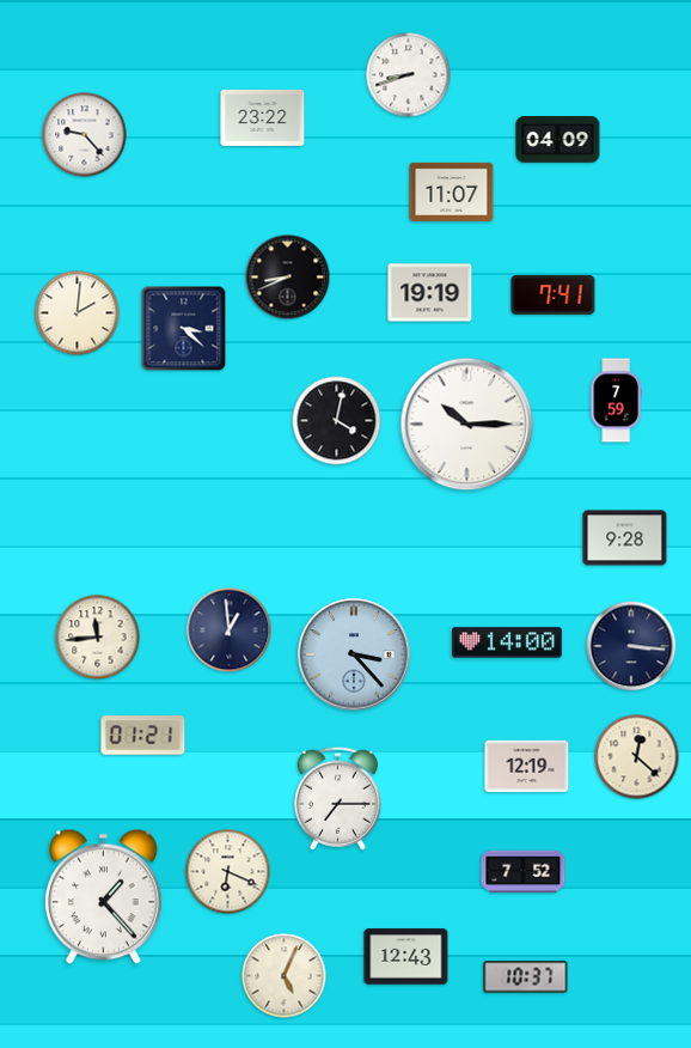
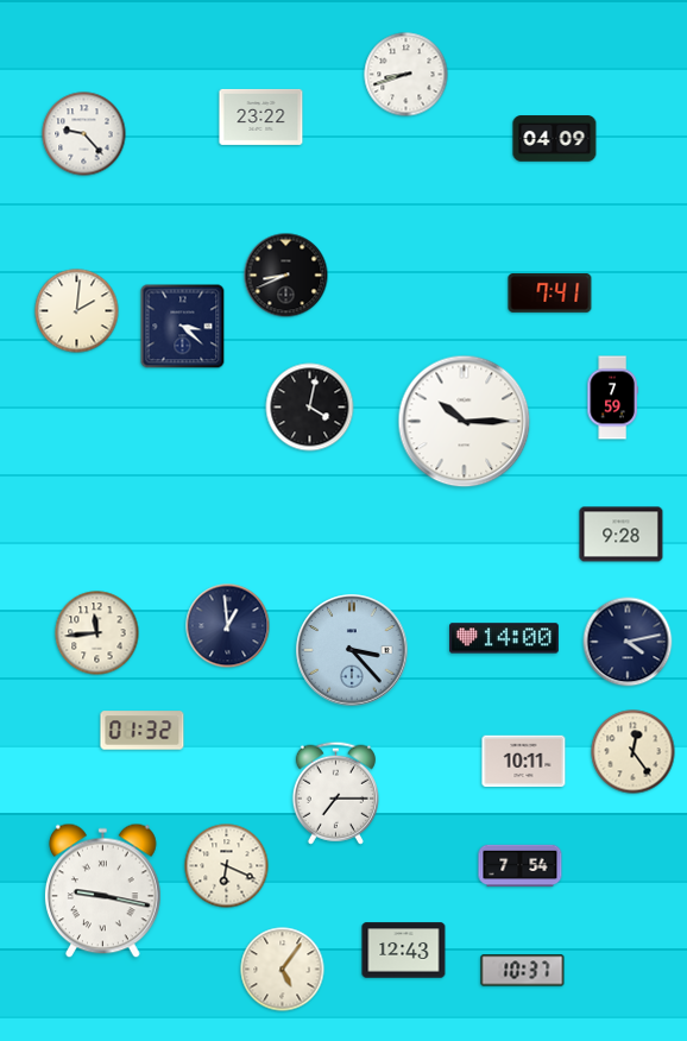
clock at (452, 191): 11:07 -> none
clock at (430, 293): 19:19 -> none
clock at (337, 421) position: (337, 421) -> (310, 408)
clock at (631, 646): 3:16 -> 4:13
clock at (143, 736): 01:21 -> 01:32
clock at (637, 757): 12:22 -> 12:24
clock at (527, 767): 12:19 -> 10:11
clock at (524, 872): 7:52 -> 7:54
clock at (104, 897): 1:23 -> 9:17
clock at (285, 976): 5:04 -> 5:06
